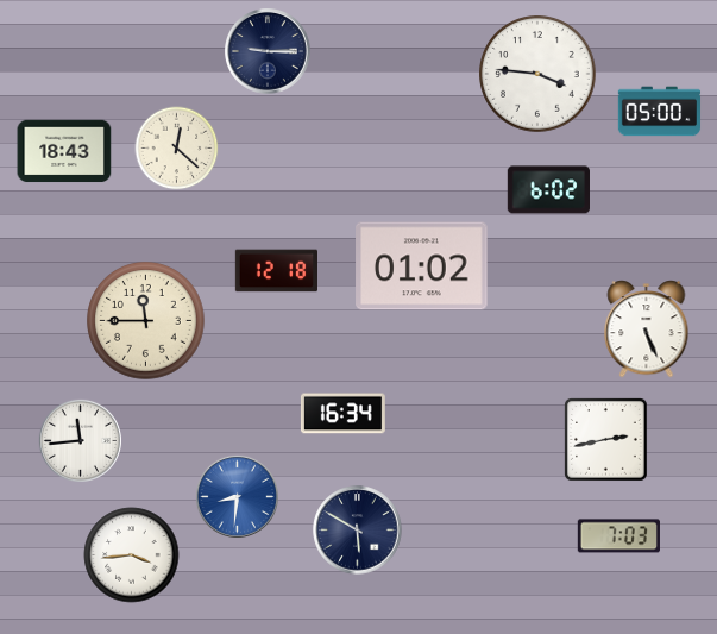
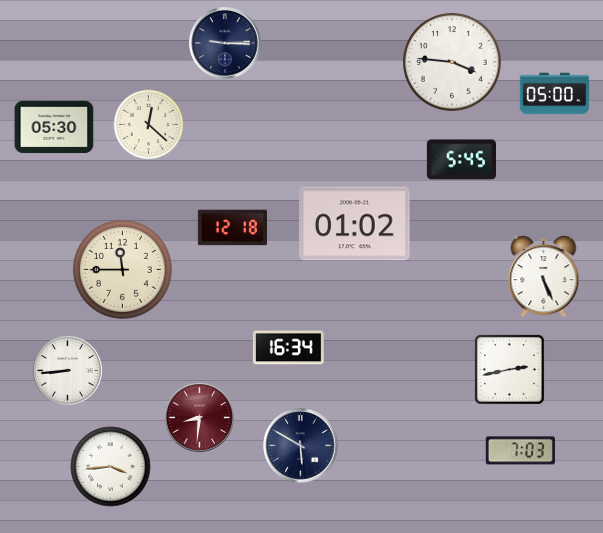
clock at (64, 151): 18:43 -> 05:30
clock at (548, 190): 6:02 -> 5:45
clock at (80, 440): 11:44 -> 8:44
clock at (237, 496) dial: blue -> burgundy
